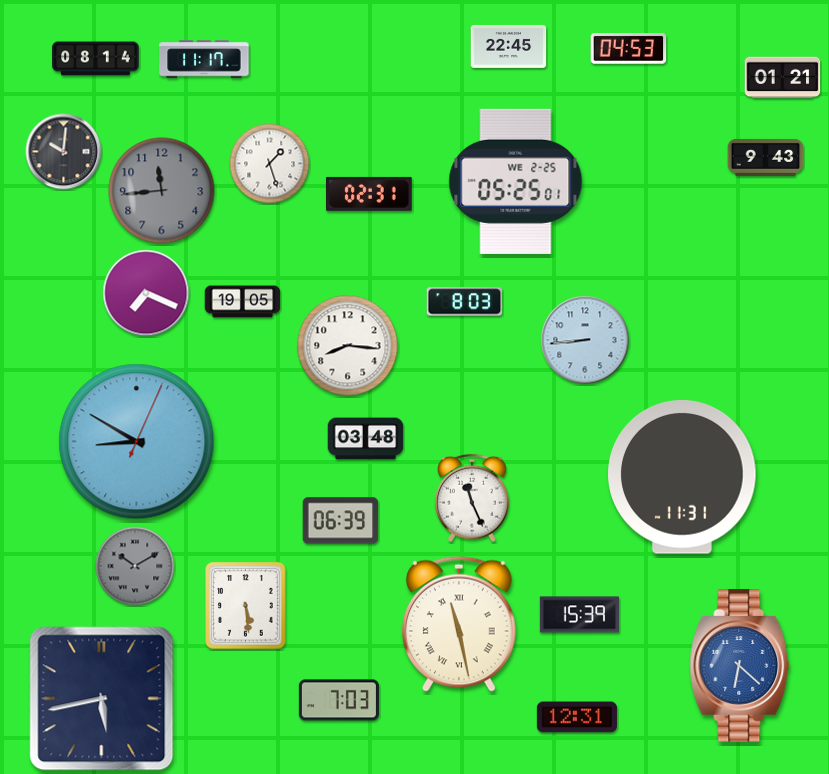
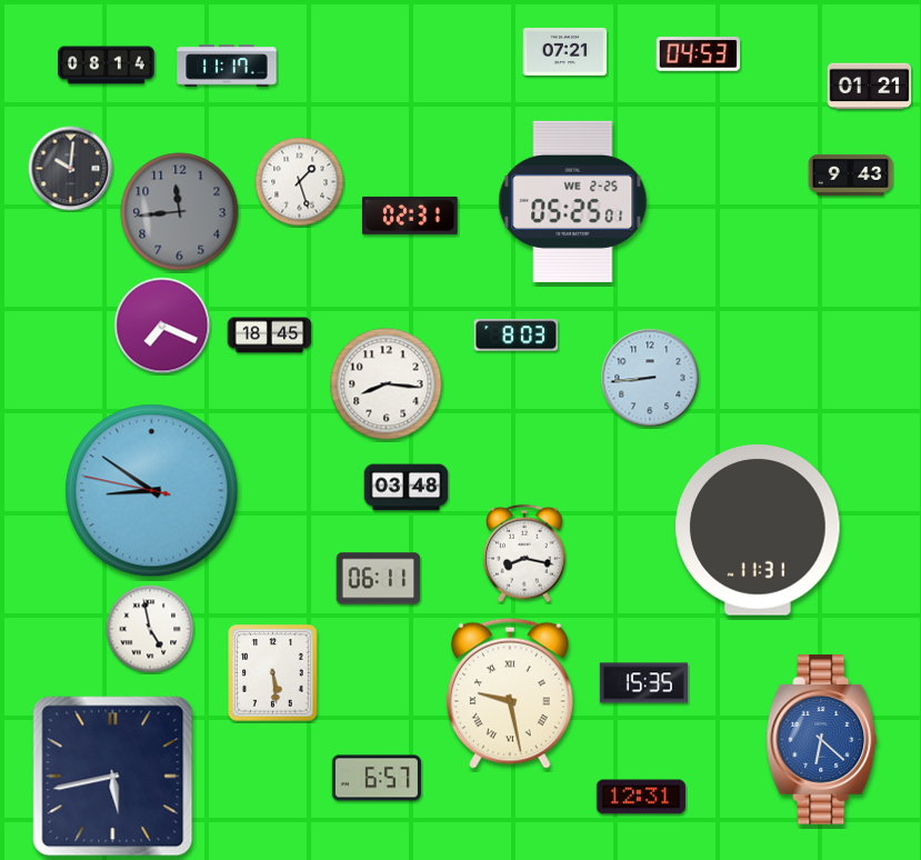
clock at (509, 46): 22:45 -> 07:21
clock at (243, 302): 19:05 -> 18:45
clock at (137, 442): 8:50:04 -> 8:50:47
clock at (472, 498): 11:26 -> 8:17
clock at (341, 521): 06:39 -> 06:11
clock at (135, 566): 10:10 -> 4:58
clock at (135, 566) dial: grey -> white
clock at (579, 615): 15:39 -> 15:35
clock at (459, 624): 11:28 -> 9:28
clock at (339, 700): 7:03 -> 6:57
